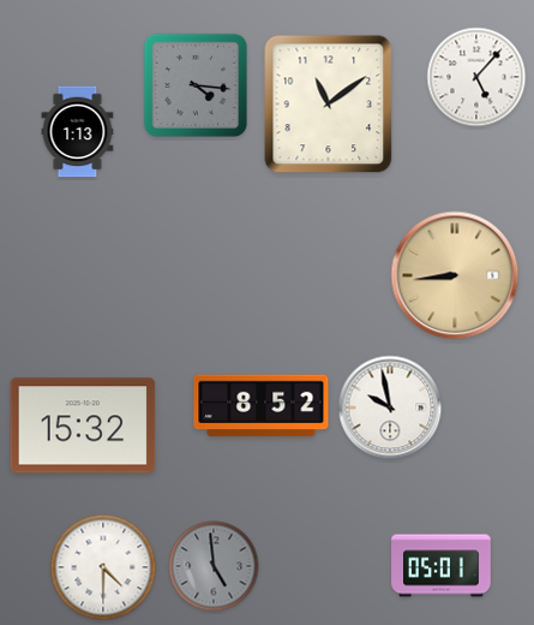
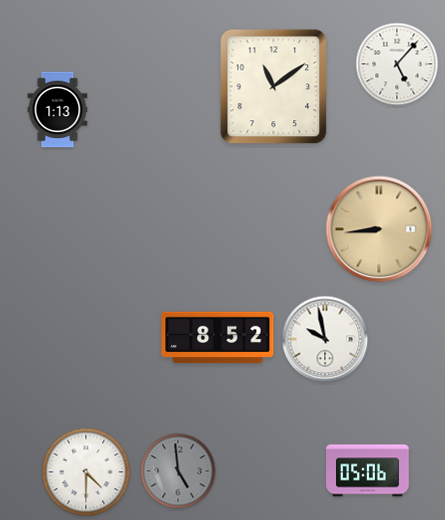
clock at (196, 85): 4:16 -> none
clock at (78, 132) position: (78, 132) -> (58, 110)
clock at (83, 425): 15:32 -> none
clock at (442, 566): 05:01 -> 05:06
